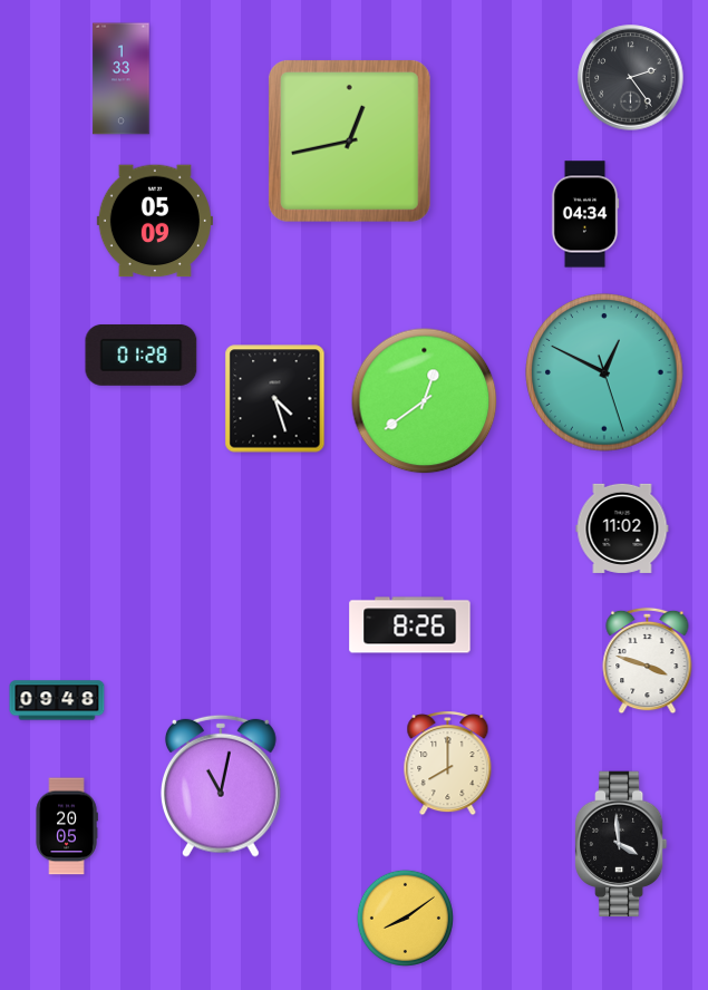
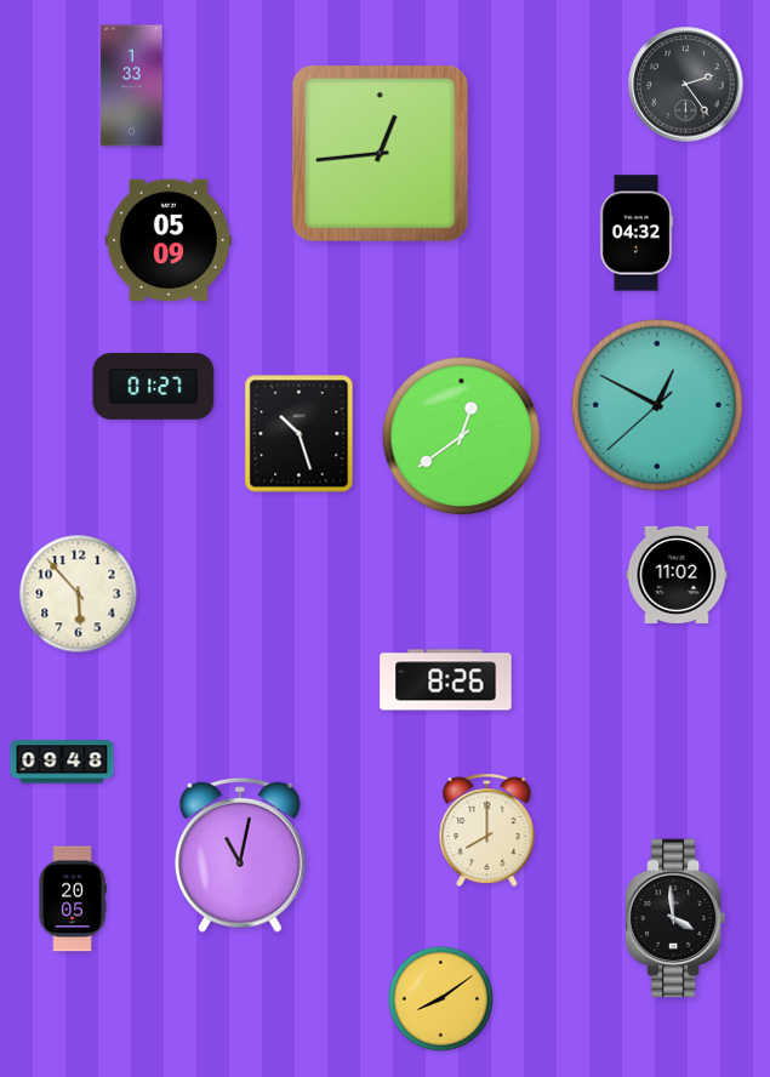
clock at (349, 140): 12:43 -> 12:44
clock at (585, 214): 04:34 -> 04:32
clock at (142, 355): 01:28 -> 01:27
clock at (604, 372): 12:49:27 -> 12:49:38
clock at (275, 399): 4:27 -> 10:27
clock at (79, 594): none -> 5:53
clock at (648, 661): 3:48 -> none
